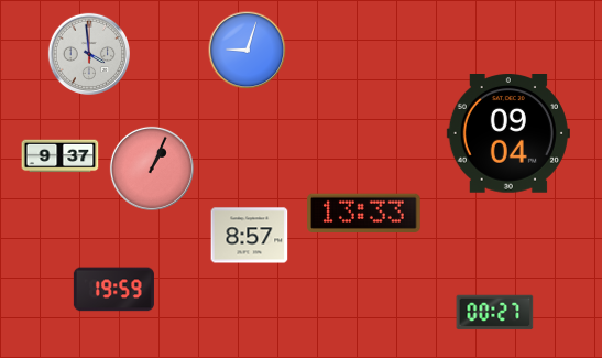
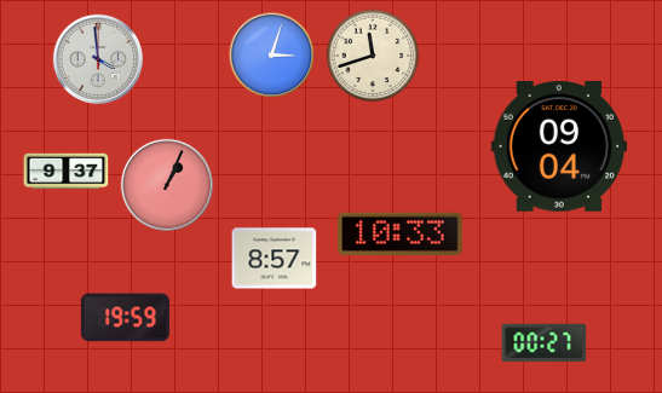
clock at (248, 51): 9:03 -> 3:03
clock at (373, 56): none -> 11:42
clock at (364, 213): 13:33 -> 10:33
